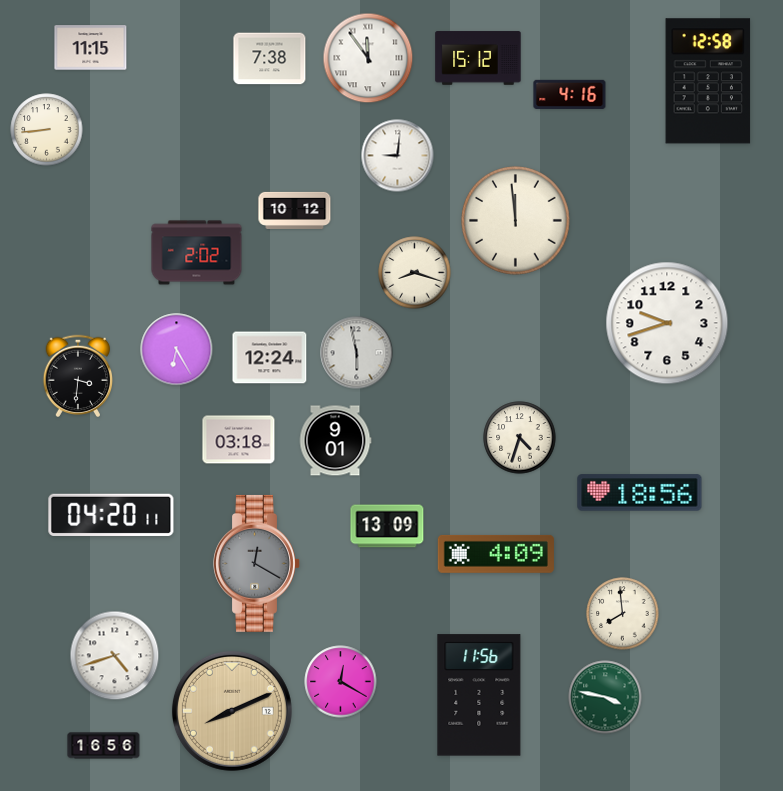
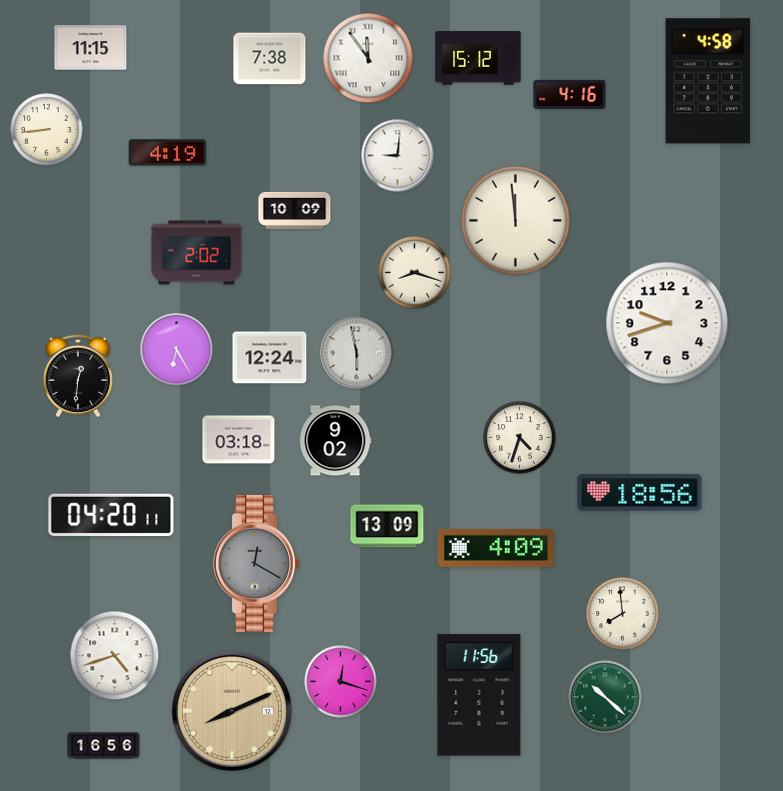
clock at (708, 81): 12:58 -> 4:58
clock at (168, 153): none -> 4:19
clock at (295, 210): 10:12 -> 10:09
clock at (78, 375): 3:31 -> 12:31
clock at (335, 441): 9:01 -> 9:02
clock at (496, 554) position: (496, 554) -> (496, 548)
clock at (341, 682): 12:20 -> 12:18
clock at (605, 697): 3:47 -> 10:22
